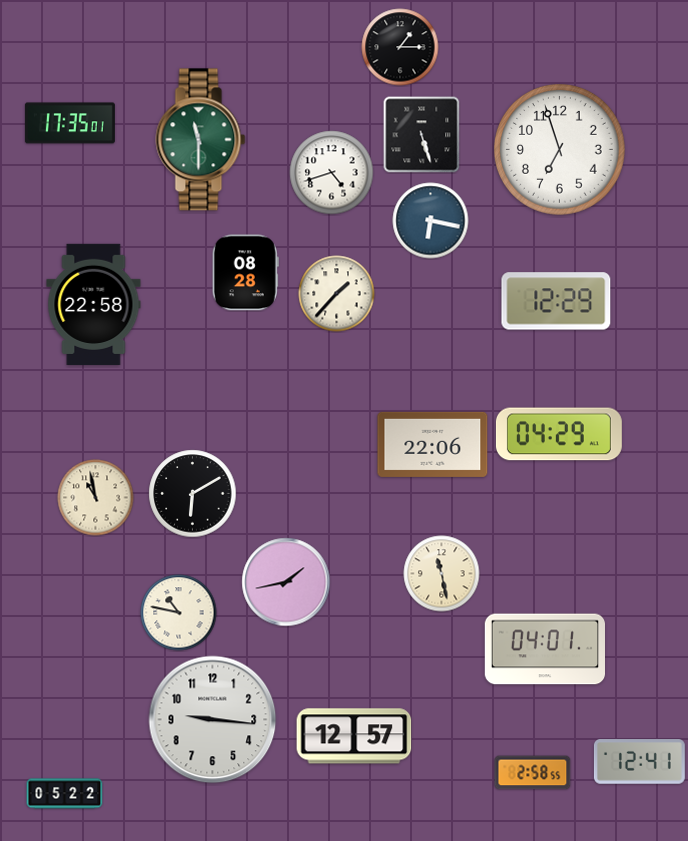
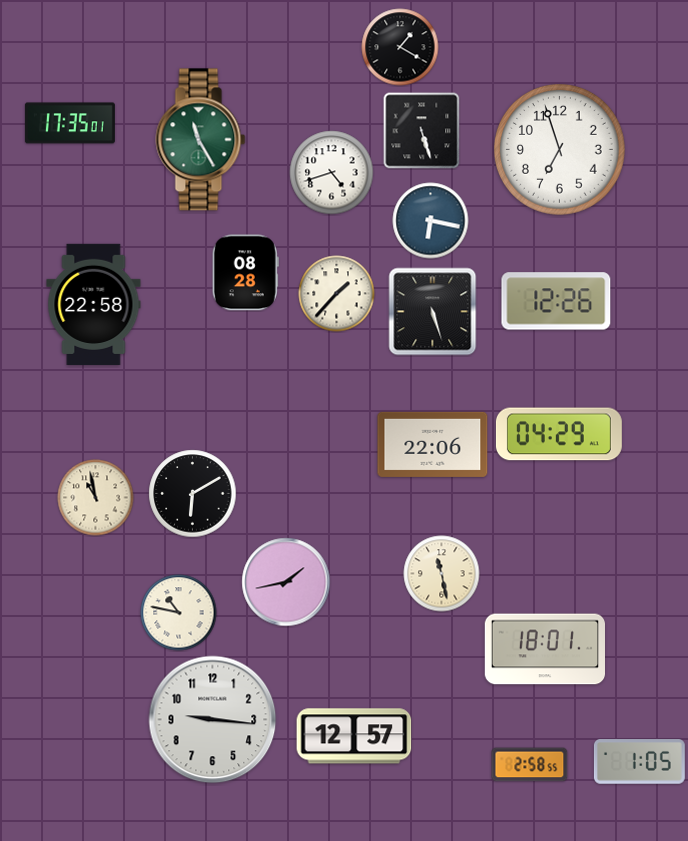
clock at (400, 47): 1:15 -> 1:20
clock at (422, 135) position: (422, 135) -> (422, 131)
clock at (201, 140): 11:30 -> 11:25
clock at (556, 301): 12:29 -> 12:26
clock at (433, 312): none -> 5:27
clock at (544, 649): 04:01 -> 18:01
clock at (639, 762): 12:41 -> 1:05
clock at (533, 773) position: (533, 773) -> (530, 765)
clock at (65, 794): 05:22 -> none
